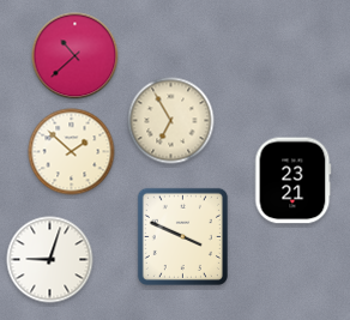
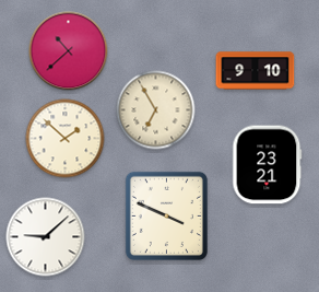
clock at (256, 71): none -> 9:10
clock at (50, 260): 9:03 -> 9:08
